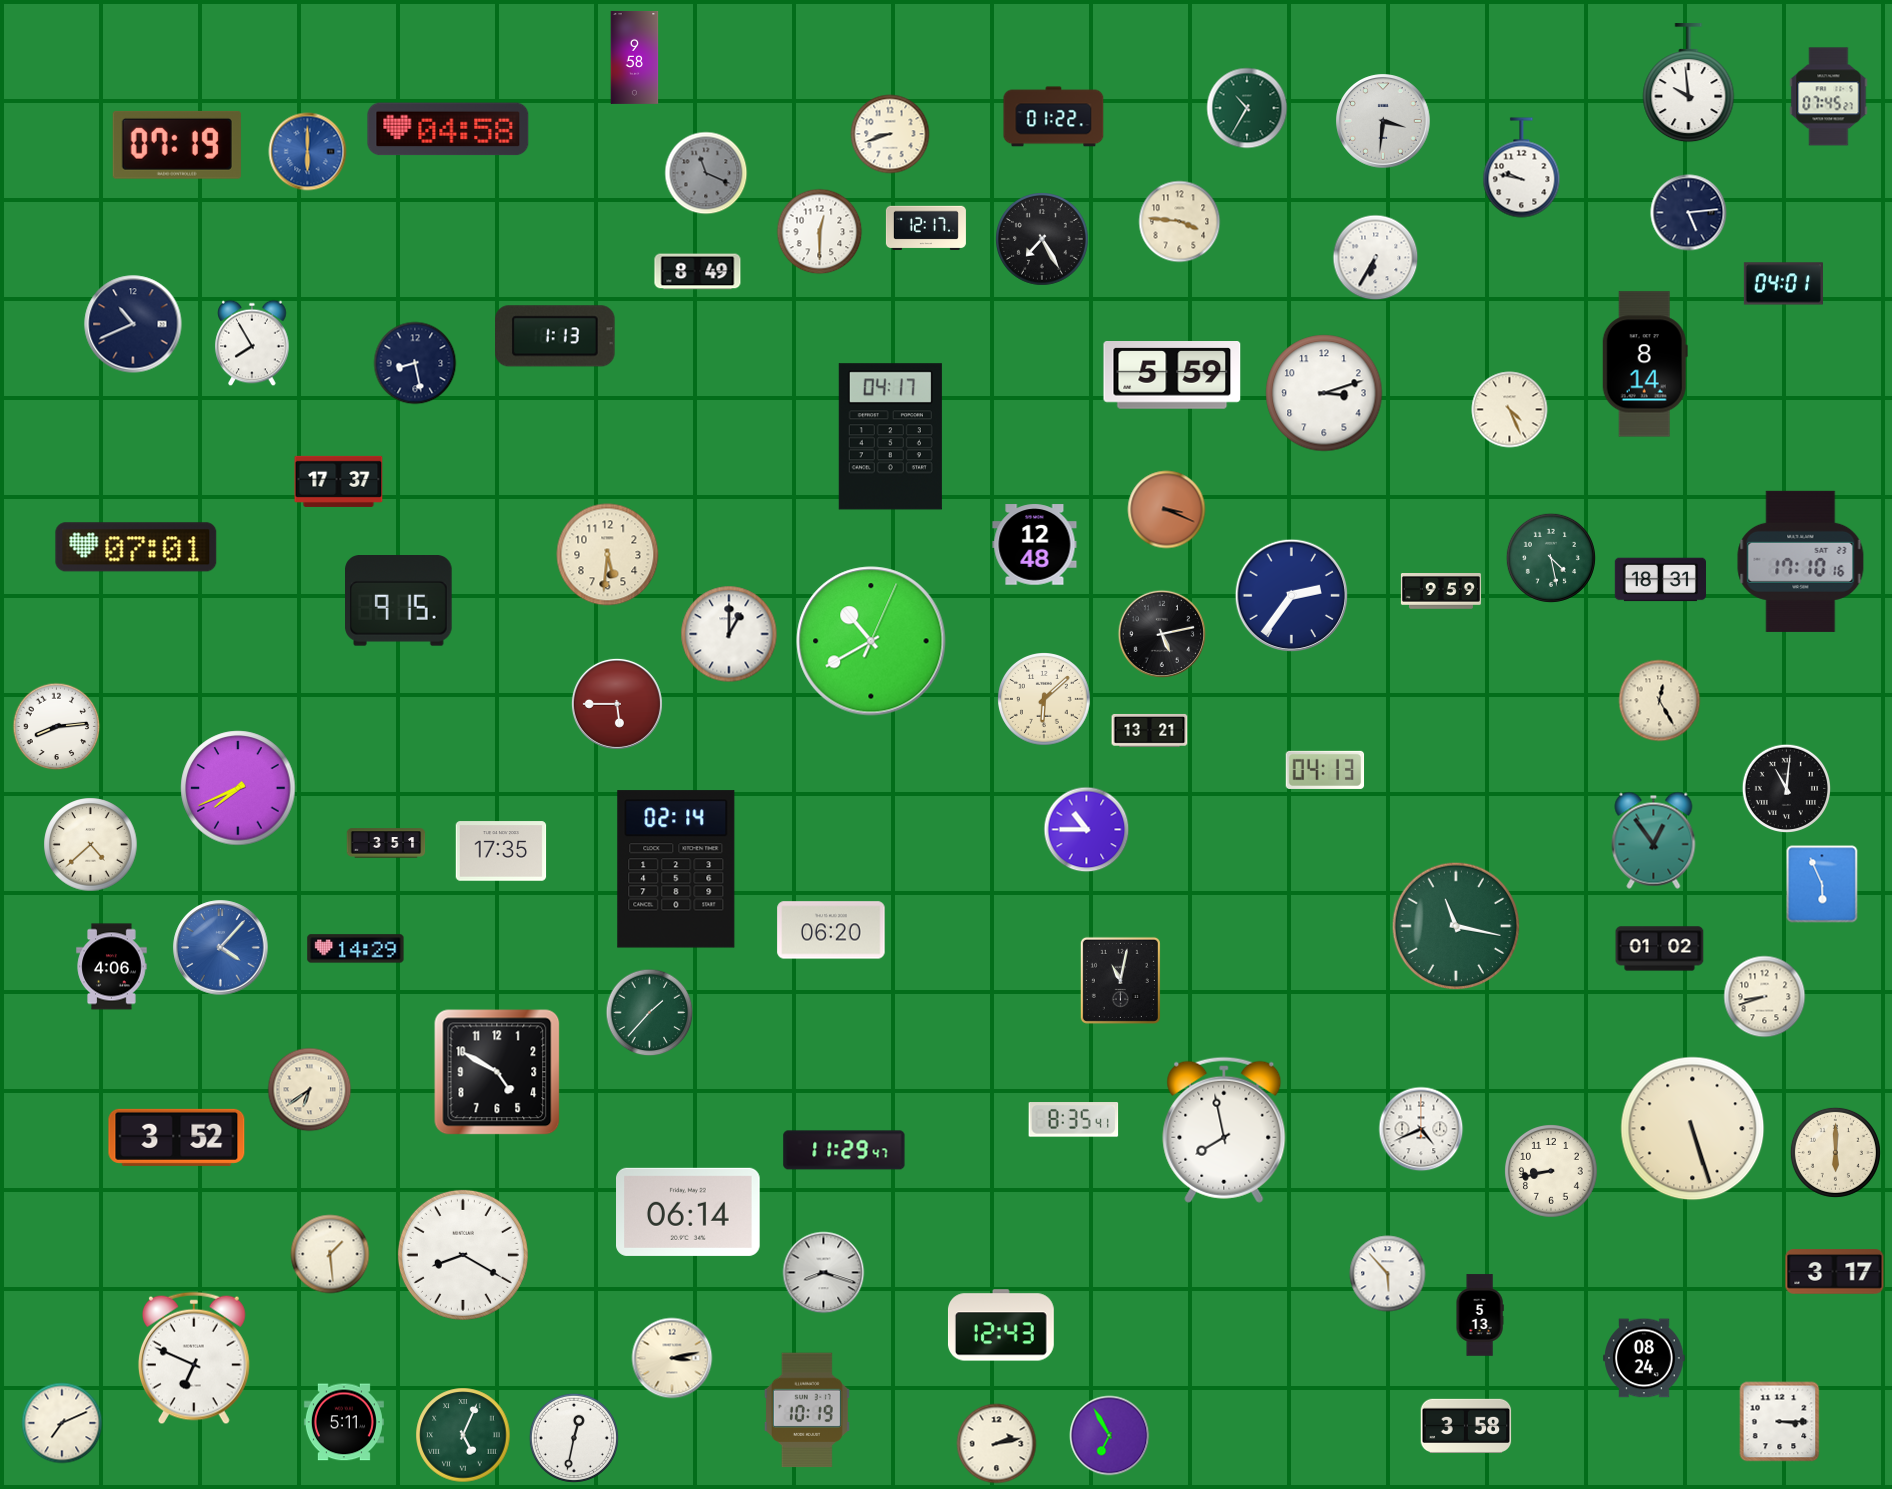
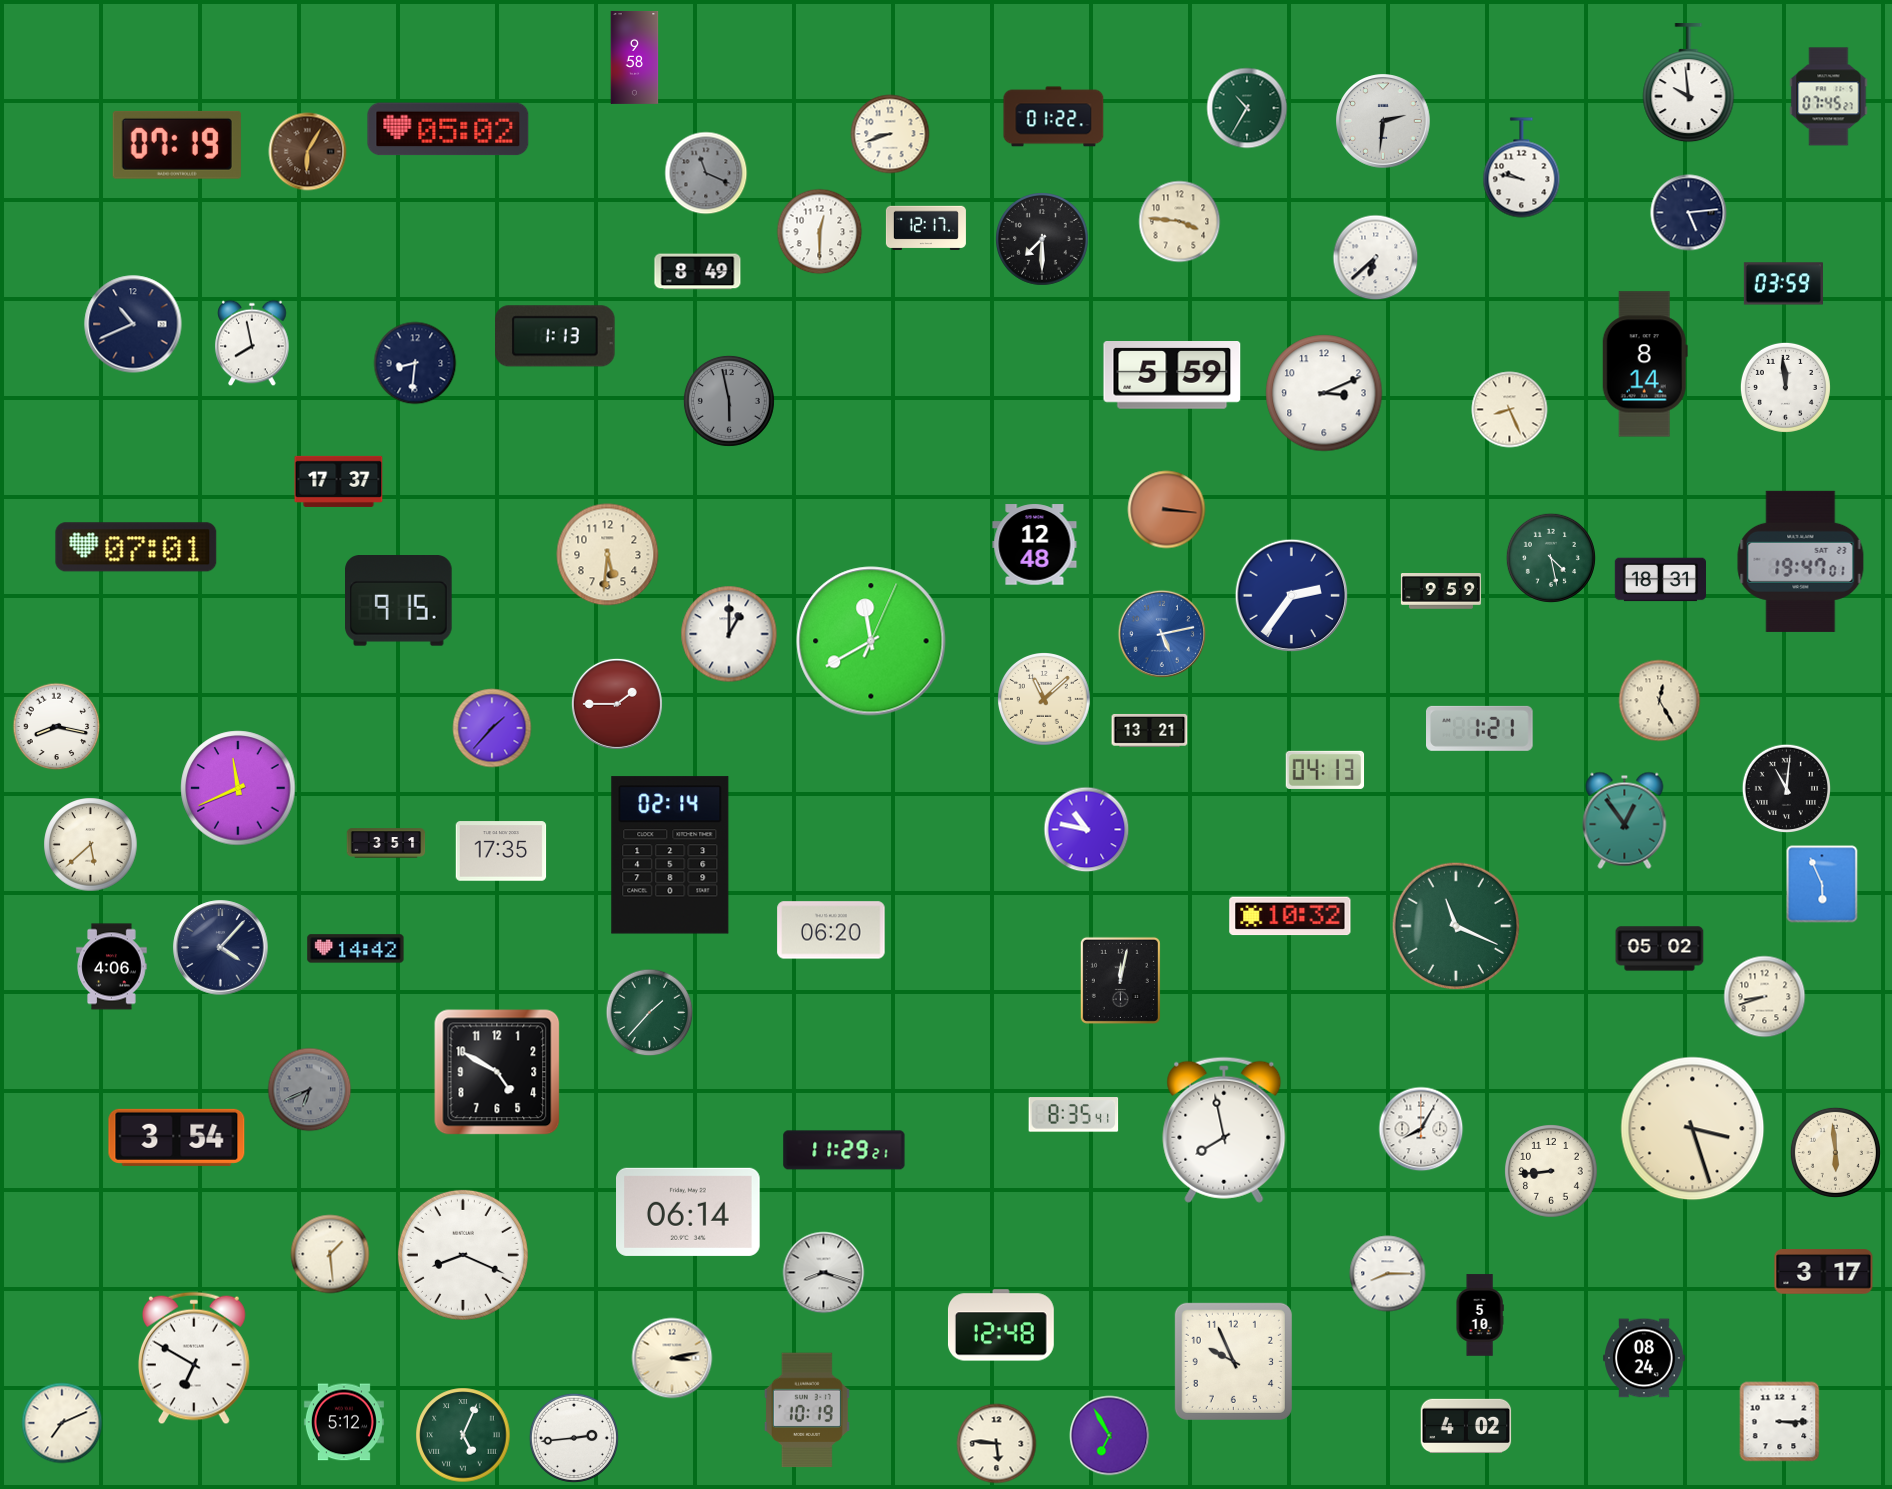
clock at (1383, 121): 3:31 -> 2:31
clock at (448, 129): 04:58 -> 05:02
clock at (308, 152): 6:00 -> 6:05
clock at (308, 152) dial: blue -> brown
clock at (1043, 240): 7:25 -> 7:30
clock at (1376, 258): 6:35 -> 6:38
clock at (1783, 284): 04:01 -> 03:59
clock at (252, 343): 7:55 -> 7:58
clock at (415, 363): 8:28 -> 8:31
clock at (1785, 387): none -> 11:59
clock at (1324, 393): 3:12 -> 3:11
clock at (729, 401): none -> 5:58
clock at (1510, 410): 4:26 -> 8:26
clock at (890, 437): 04:17 -> none
clock at (1167, 510): 3:19 -> 3:16
clock at (1801, 561): 17:10 -> 19:47
clock at (1162, 634) dial: black -> blue
clock at (871, 641): 10:40 -> 11:40
clock at (1045, 700): 6:08 -> 11:08
clock at (617, 704): 5:45 -> 1:45
clock at (57, 727): 8:14 -> 8:17
clock at (492, 728): none -> 1:37
clock at (1480, 728): none -> 1:21
clock at (238, 788): 7:41 -> 11:41
clock at (1087, 830): 10:45 -> 10:47
clock at (1654, 840) position: (1654, 840) -> (1625, 820)
clock at (91, 845): 4:38 -> 5:38
clock at (676, 869) position: (676, 869) -> (670, 855)
clock at (1290, 916): none -> 10:32
clock at (1456, 926): 11:17 -> 11:19
clock at (221, 948) dial: blue -> navy
clock at (356, 949): 14:29 -> 14:42
clock at (1660, 949): 01:02 -> 05:02
clock at (1120, 980): 11:02 -> 12:02
clock at (310, 1090): 6:39 -> 6:41
clock at (310, 1090) dial: cream -> grey
clock at (1074, 1120) position: (1074, 1120) -> (1074, 1115)
clock at (1421, 1129): 4:41 -> 8:05
clock at (1693, 1129): 5:27 -> 3:27
clock at (177, 1137): 3:52 -> 3:54
clock at (844, 1150): 11:29:47 -> 11:29:21
clock at (1835, 1152): 6:00 -> 5:59
clock at (1552, 1172): 8:43 -> 8:44
clock at (463, 1255): 8:20 -> 8:19
clock at (1835, 1272) position: (1835, 1272) -> (1824, 1272)
clock at (1388, 1274): 5:53 -> 8:15
clock at (1480, 1315): 5:13 -> 5:10
clock at (1001, 1325): 12:43 -> 12:48
clock at (194, 1358): 6:49 -> 6:50
clock at (1233, 1361): none -> 9:56
clock at (344, 1422): 5:11 -> 5:12
clock at (1466, 1425): 3:58 -> 4:02
clock at (574, 1438): 12:32 -> 2:44
clock at (997, 1444): 2:13 -> 5:46
